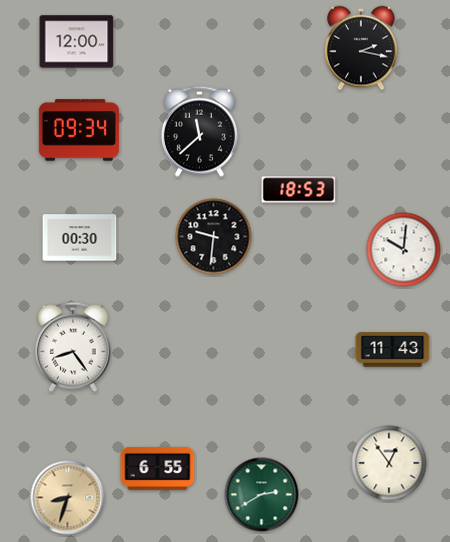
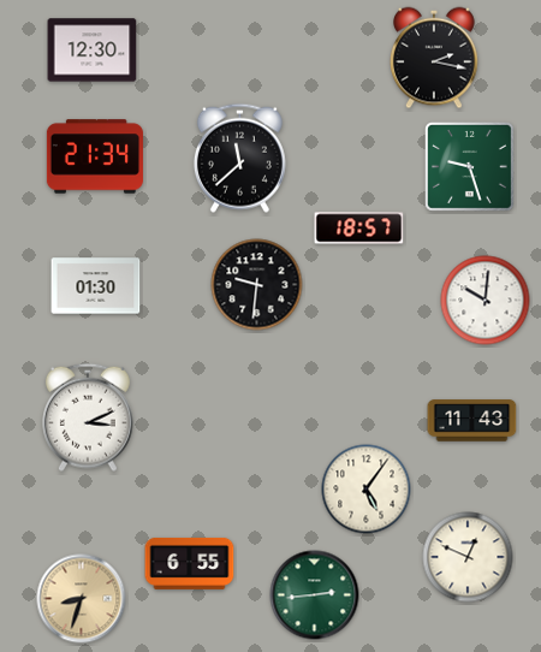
clock at (77, 42): 12:00 -> 12:30
clock at (79, 130): 09:34 -> 21:34
clock at (469, 166): none -> 9:27
clock at (299, 190): 18:53 -> 18:57
clock at (80, 238): 00:30 -> 01:30
clock at (74, 347): 8:24 -> 3:11
clock at (367, 490): none -> 5:06
clock at (389, 463): 12:54 -> 12:49
clock at (262, 495): 2:40 -> 2:44
